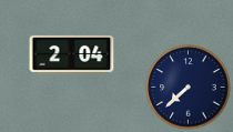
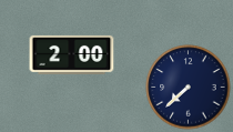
clock at (72, 54): 2:04 -> 2:00
